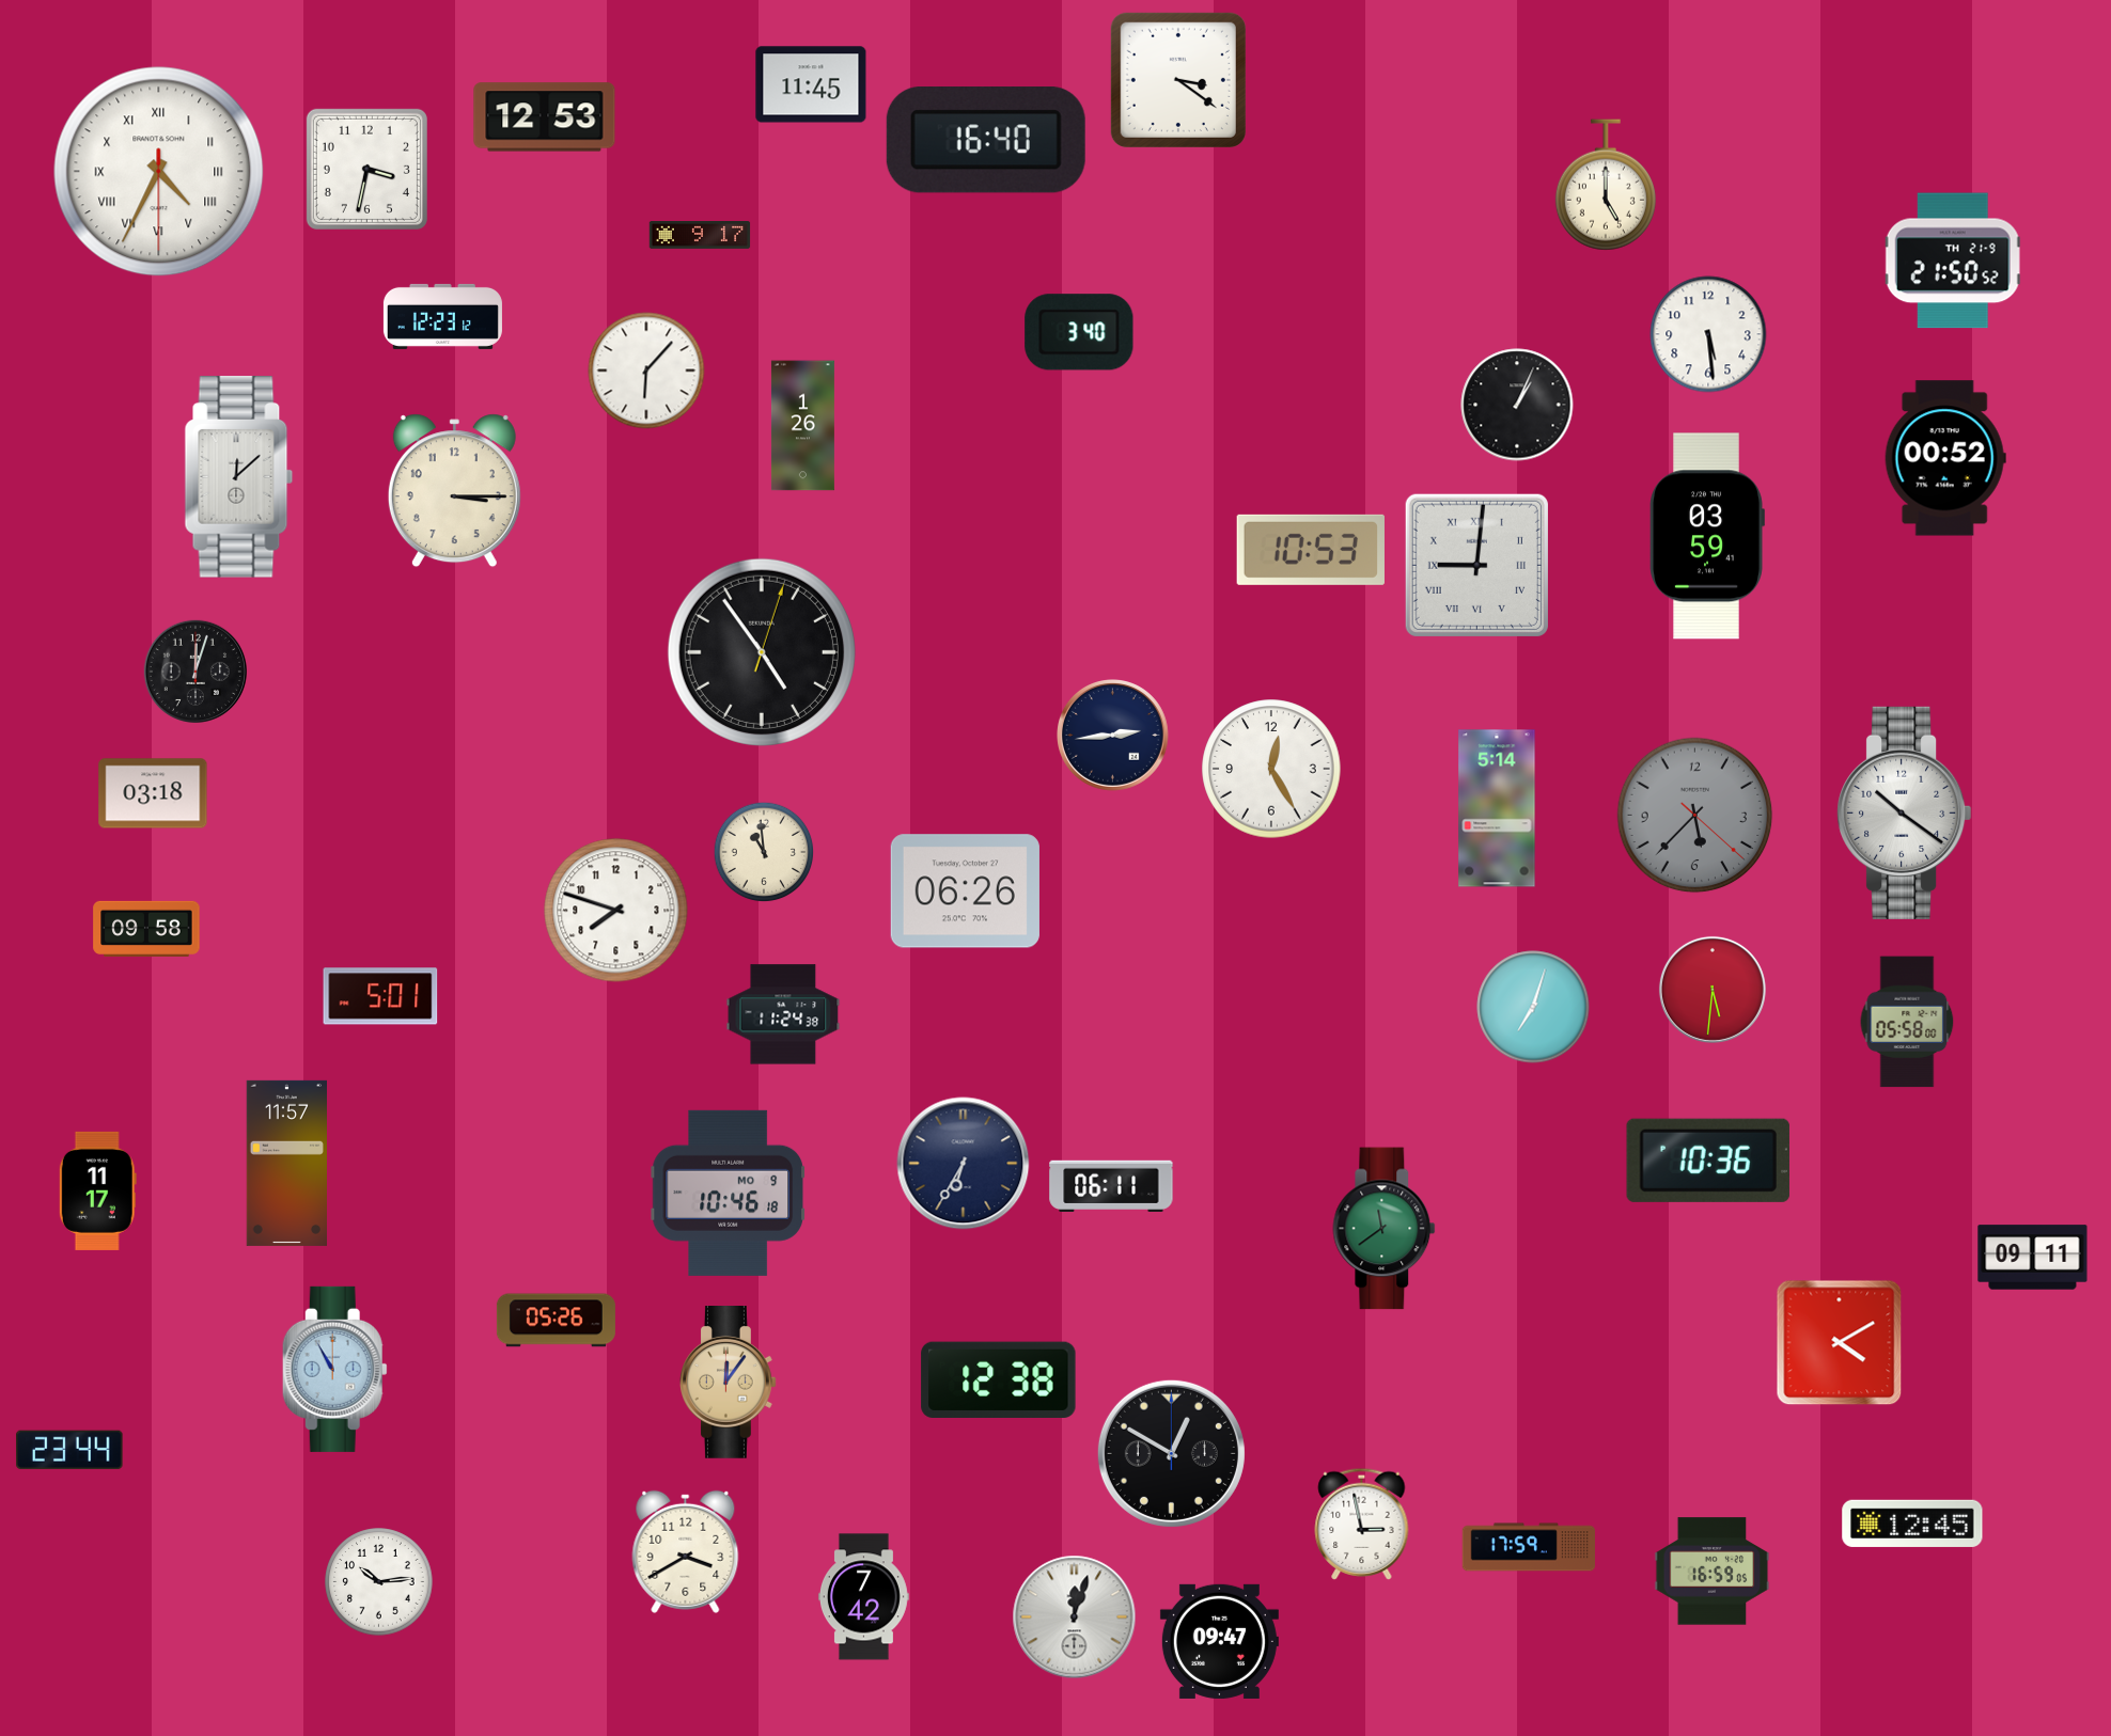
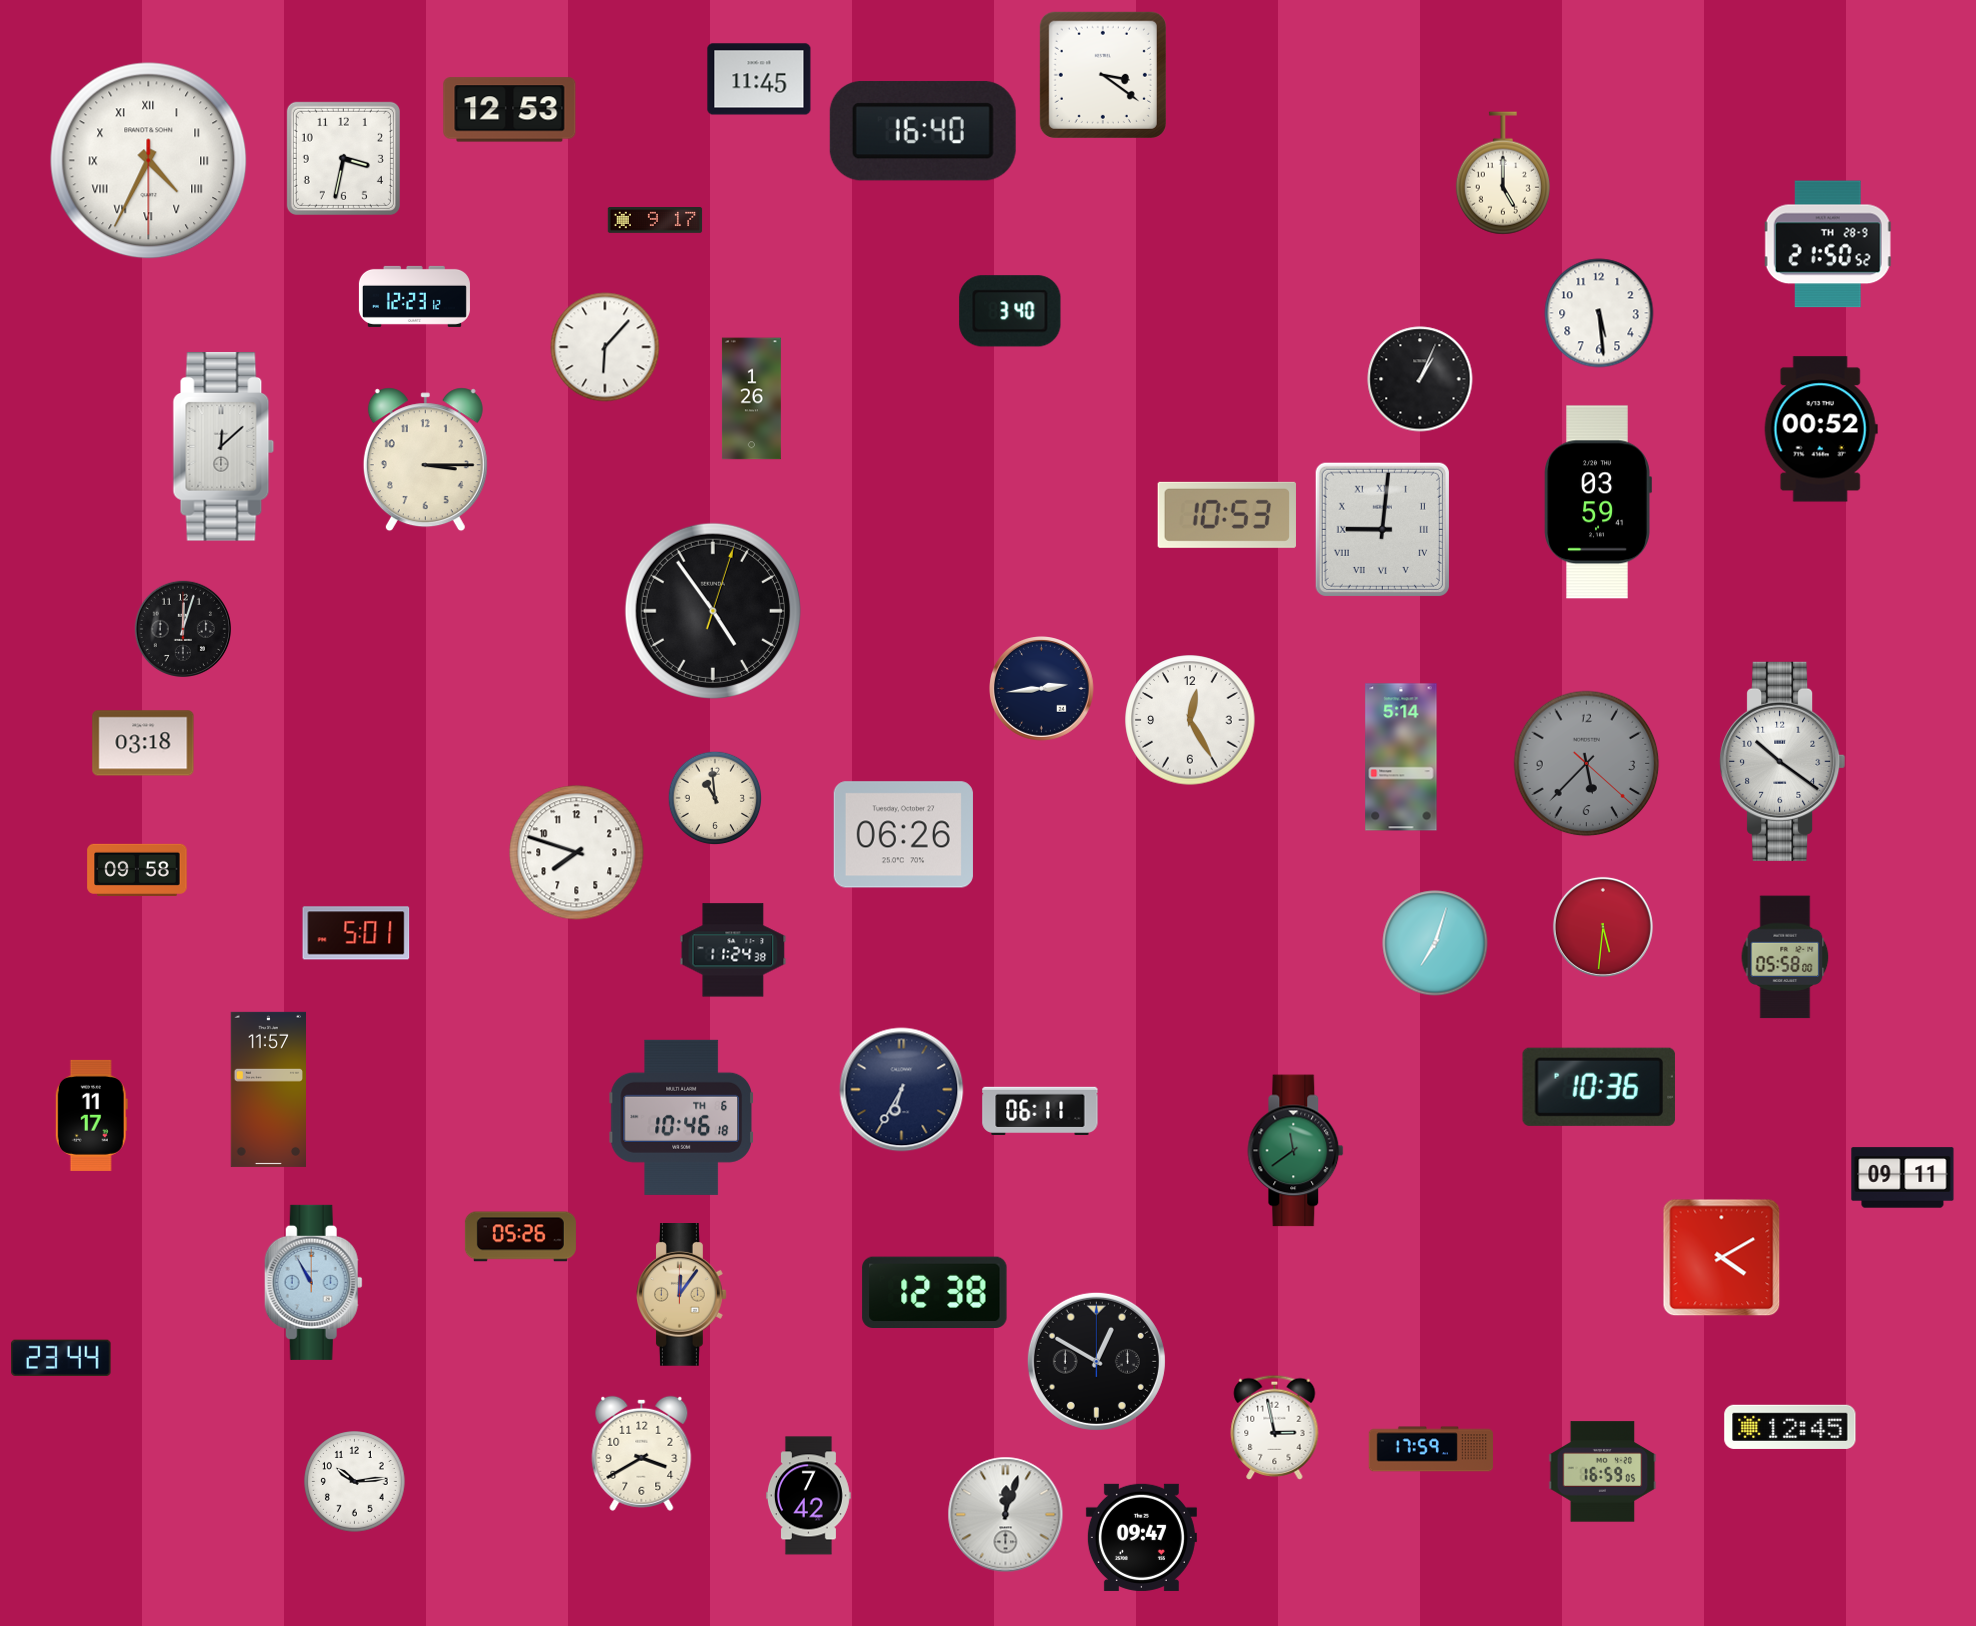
clock at (1953, 261) date: TH 21-9 -> TH 28-9
clock at (728, 1193) date: MO 9 -> TH 6
clock at (69, 1450) position: (69, 1450) -> (61, 1358)
